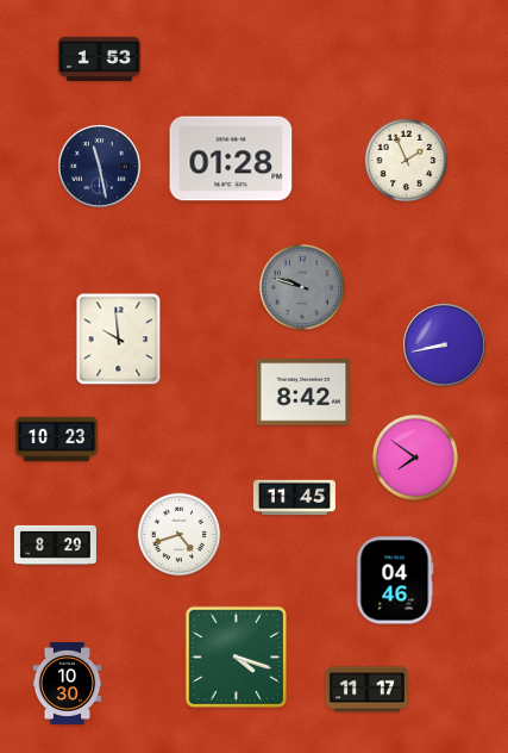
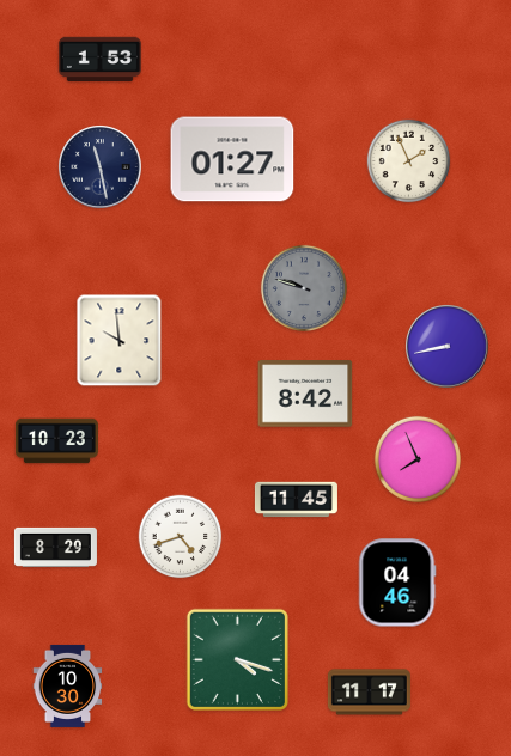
clock at (231, 158): 01:28 -> 01:27
clock at (415, 458): 7:51 -> 7:56
